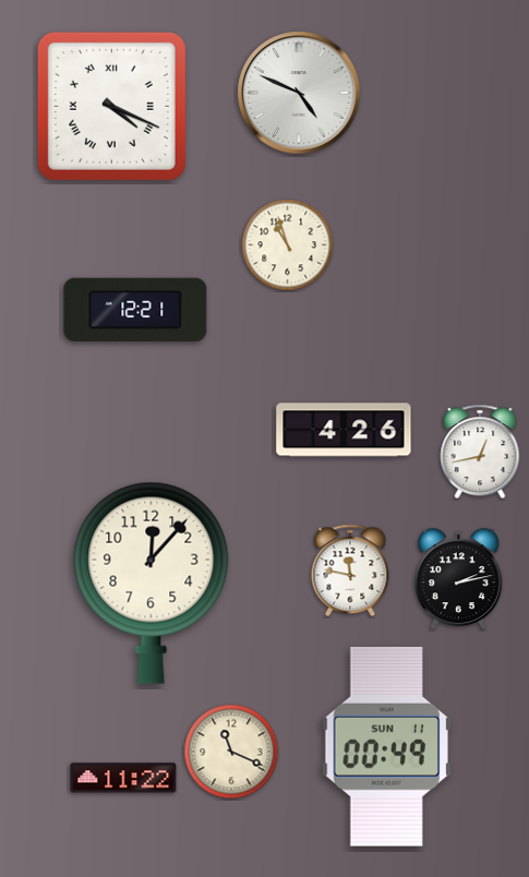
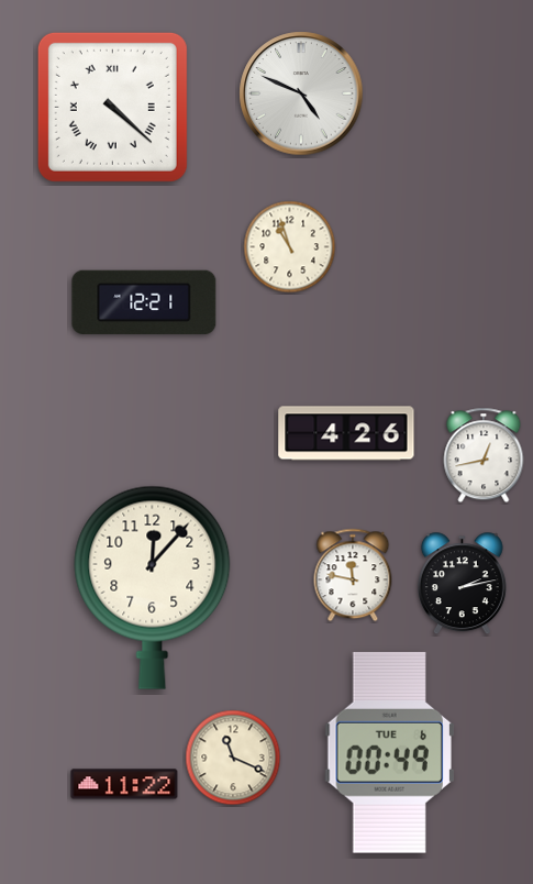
clock at (111, 106): 4:19 -> 4:22
clock at (135, 310) position: (135, 310) -> (144, 302)
clock at (386, 746) date: SUN 11 -> TUE 6
